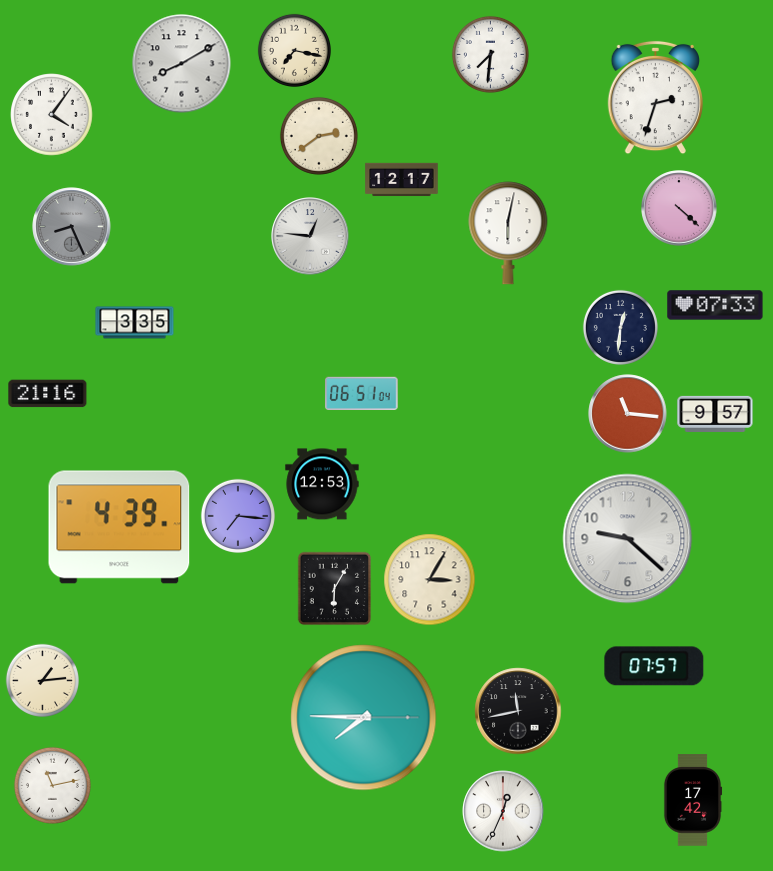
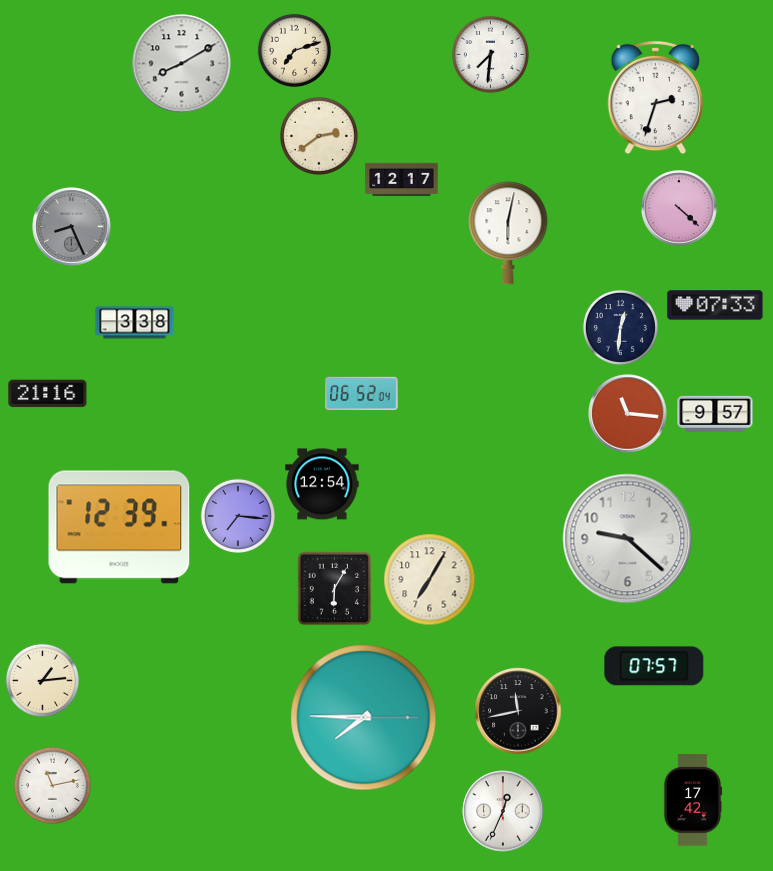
clock at (294, 50): 7:17 -> 7:12
clock at (52, 115): 4:06 -> none
clock at (310, 236): 12:46 -> none
clock at (135, 323): 3:35 -> 3:38
clock at (362, 393): 06:51 -> 06:52
clock at (322, 484): 12:53 -> 12:54
clock at (119, 527): 4:39 -> 12:39
clock at (430, 580): 3:05 -> 7:05
